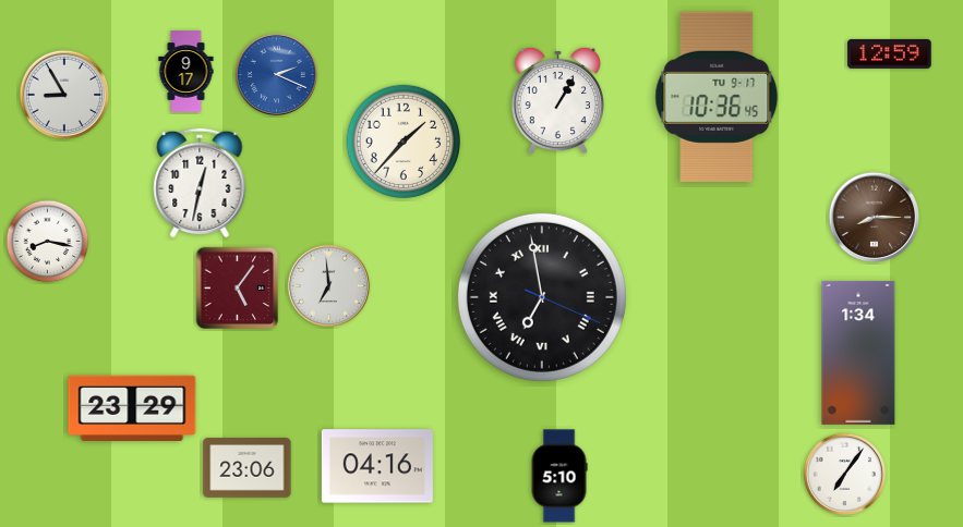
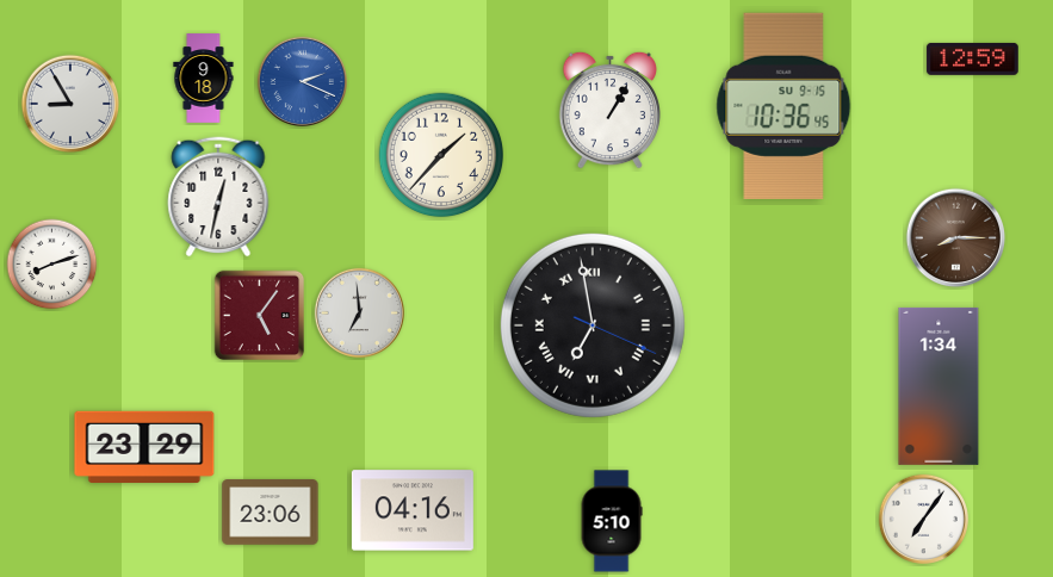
clock at (186, 72): 9:17 -> 9:18
clock at (717, 97) date: TU 9-17 -> SU 9-15
clock at (200, 183) position: (200, 183) -> (218, 197)
clock at (48, 242): 8:17 -> 8:12
